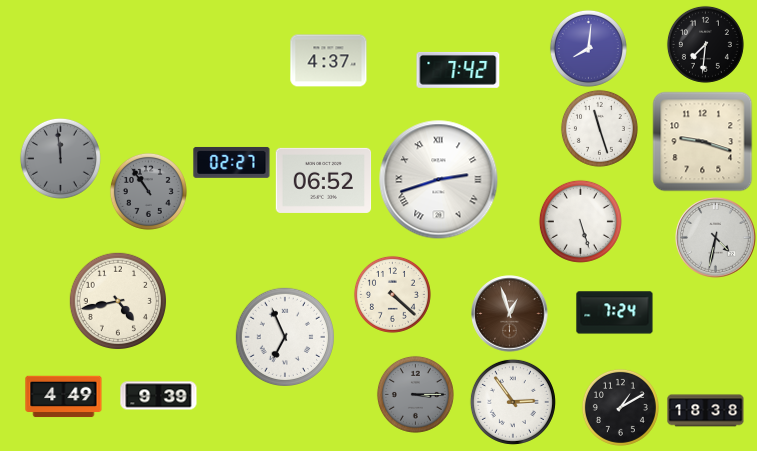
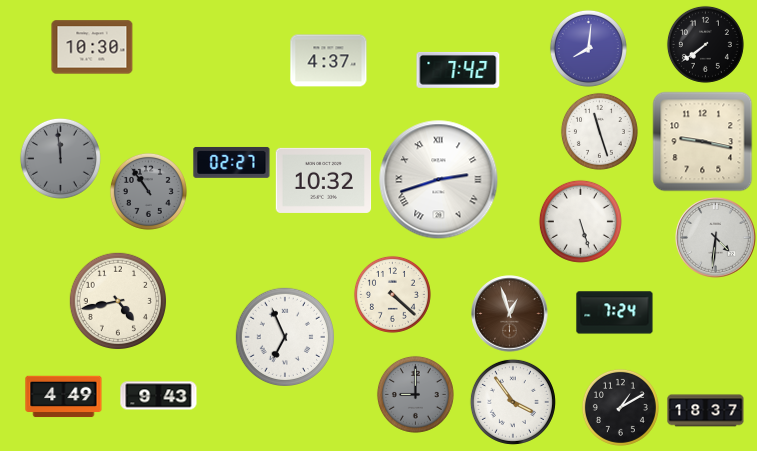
clock at (705, 44): 7:31 -> 7:39
clock at (92, 47): none -> 10:30
clock at (599, 128) position: (599, 128) -> (599, 131)
clock at (703, 142): 9:18 -> 9:17
clock at (324, 180): 06:52 -> 10:32
clock at (716, 238): 4:32 -> 4:31
clock at (415, 394): 3:15 -> 9:00
clock at (159, 396): 9:39 -> 9:43
clock at (513, 402): 2:54 -> 3:54
clock at (706, 411): 18:38 -> 18:37
